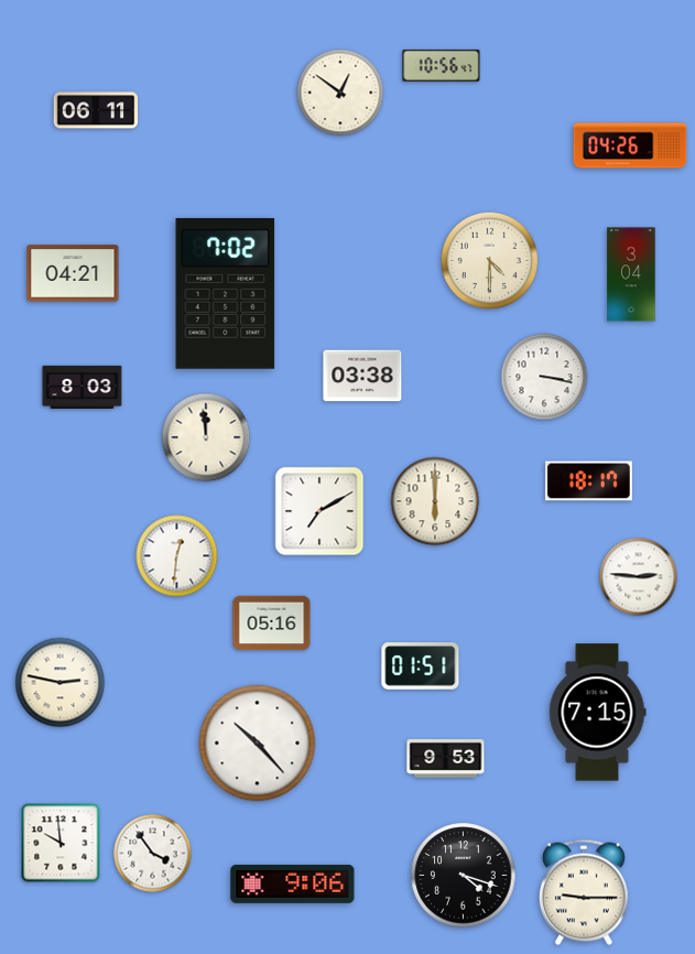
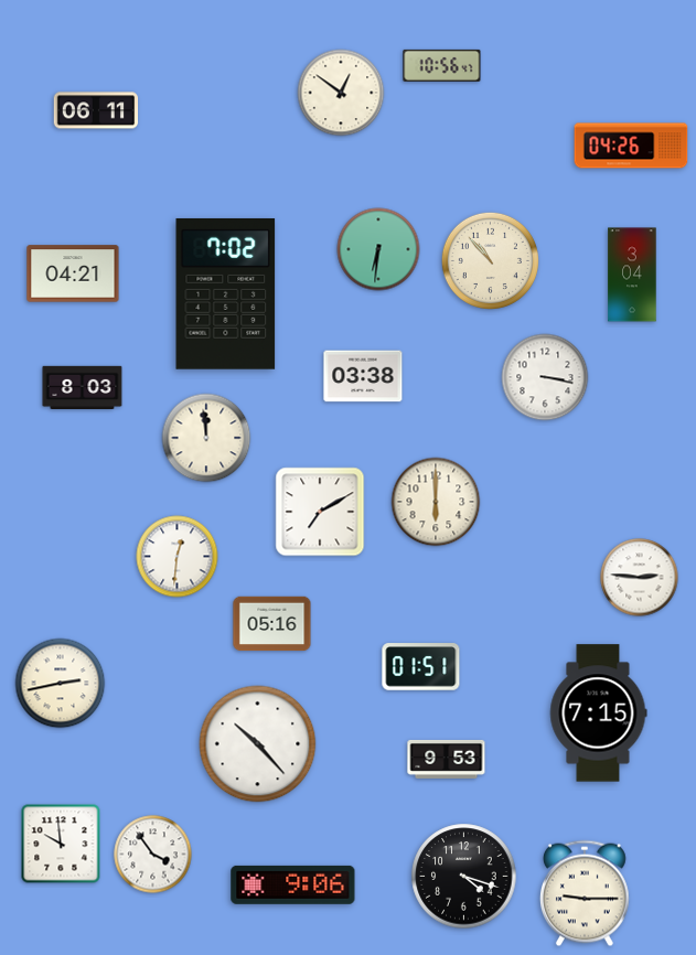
clock at (378, 249): none -> 6:31
clock at (489, 260): 4:30 -> 10:53
clock at (588, 481): 18:17 -> none
clock at (61, 683): 2:47 -> 2:43
